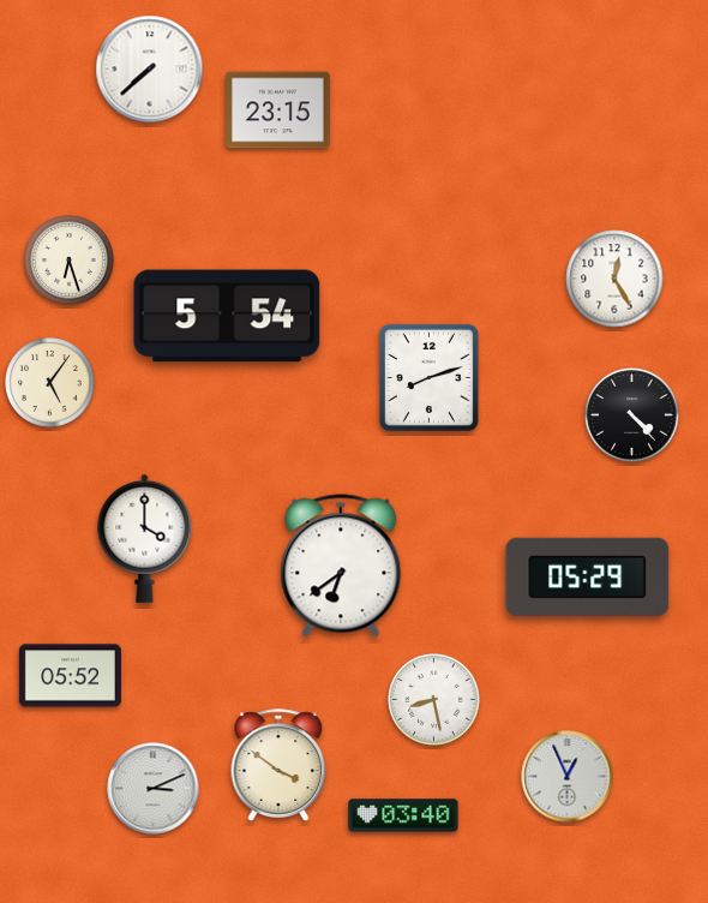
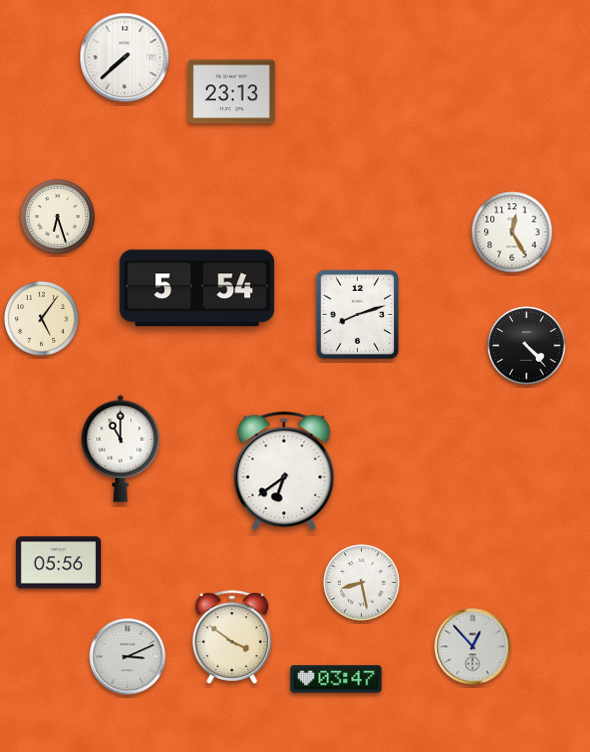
clock at (278, 110): 23:15 -> 23:13
clock at (227, 316) position: (227, 316) -> (197, 288)
clock at (145, 538): 4:00 -> 11:00
clock at (588, 576): 05:29 -> none
clock at (70, 676): 05:52 -> 05:56
clock at (568, 777): 12:56 -> 12:53
clock at (403, 815): 03:40 -> 03:47
